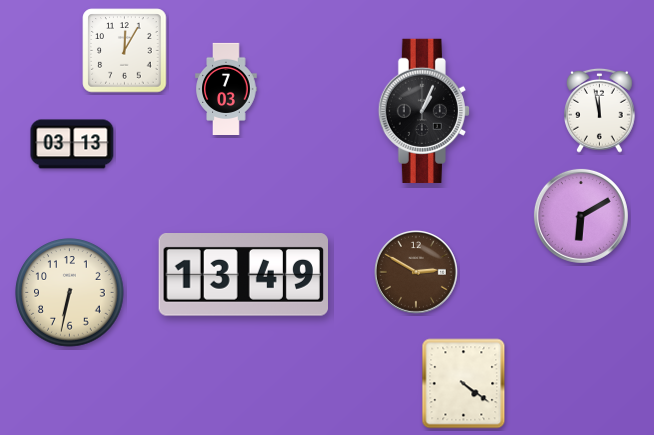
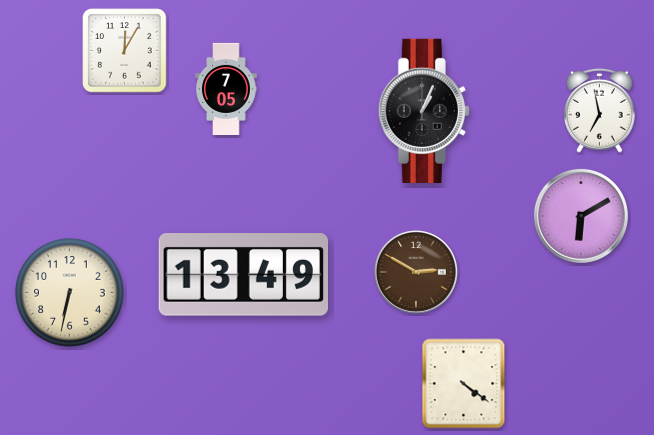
clock at (226, 88): 7:03 -> 7:05
clock at (600, 110): 11:58 -> 6:58
clock at (72, 144): 03:13 -> none
